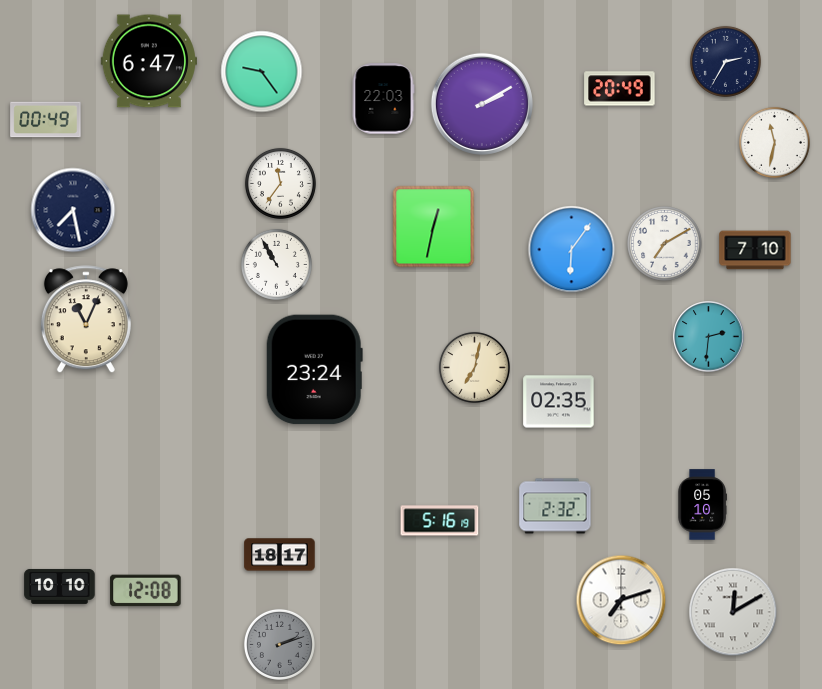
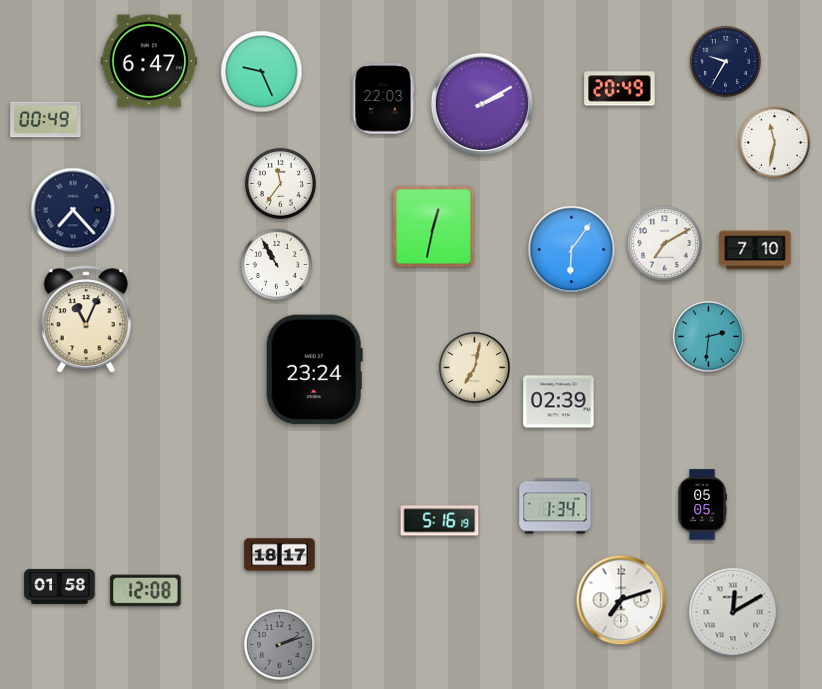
clock at (725, 61): 2:35 -> 9:35
clock at (262, 72): 9:24 -> 9:26
clock at (73, 210): 7:28 -> 7:23
clock at (559, 402): 02:35 -> 02:39
clock at (702, 505): 05:10 -> 05:05
clock at (555, 506): 2:32 -> 1:34
clock at (60, 586): 10:10 -> 01:58
